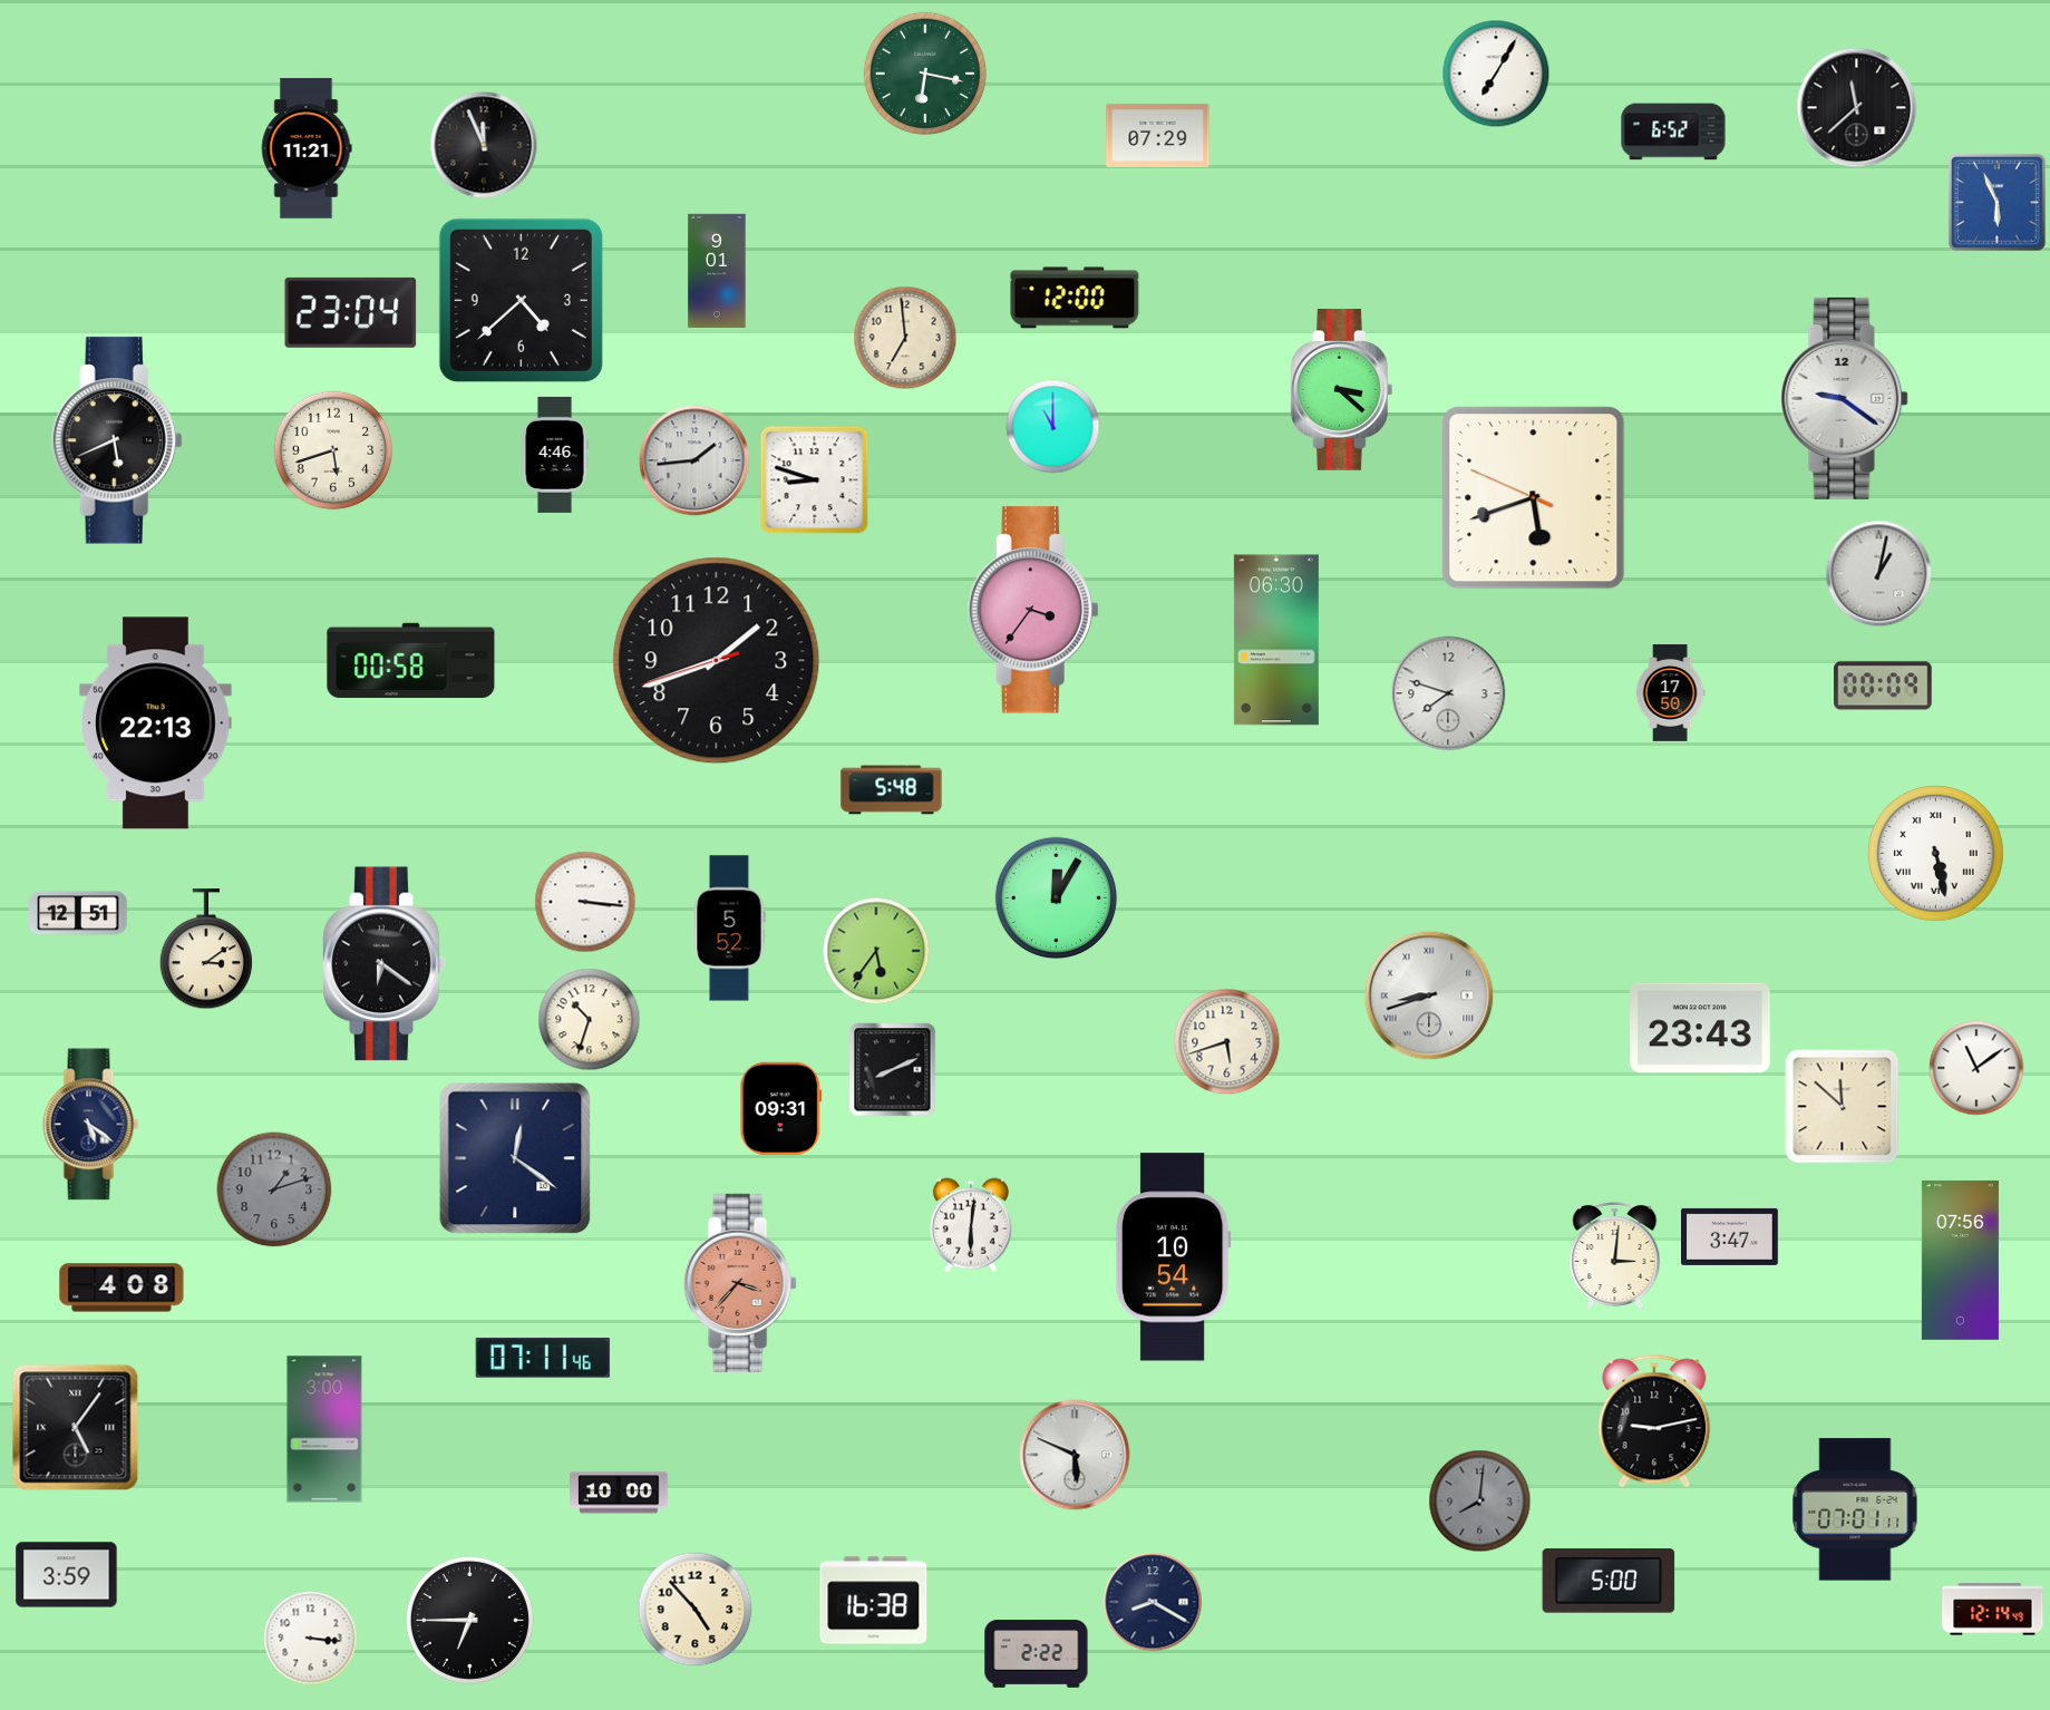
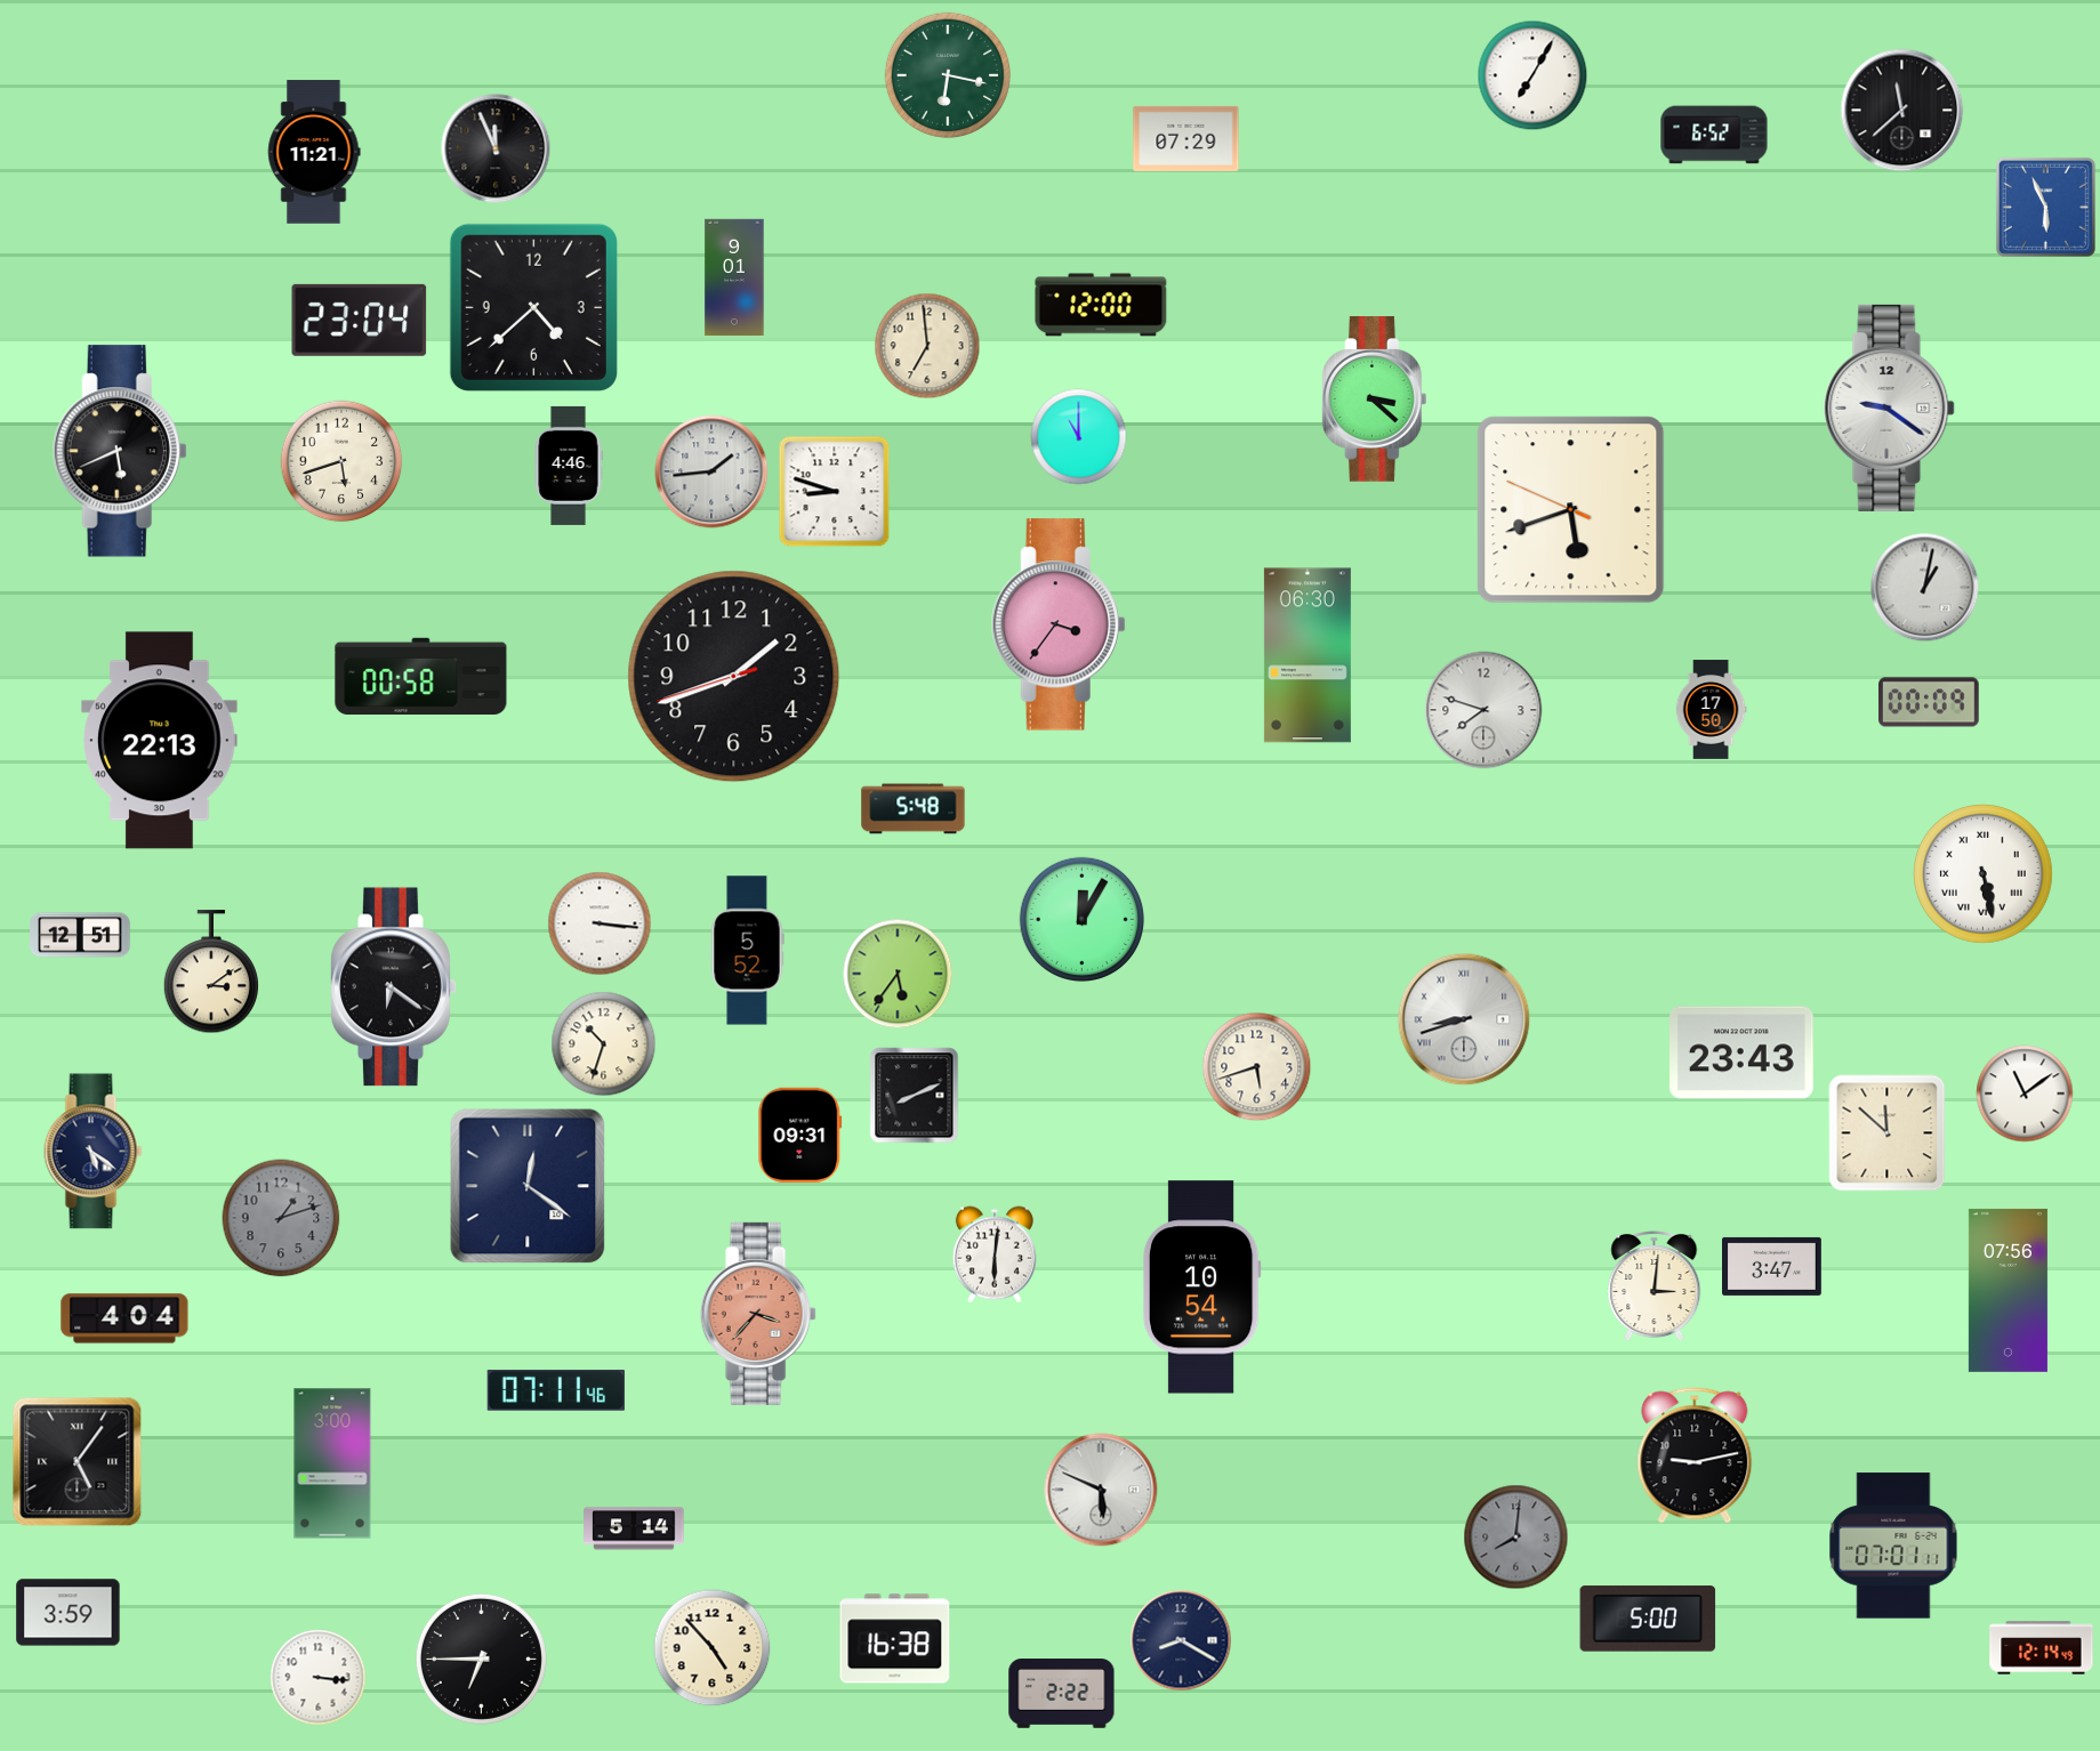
clock at (122, 1288): 4:08 -> 4:04
clock at (619, 1493): 10:00 -> 5:14
clock at (1855, 1509) position: (1855, 1509) -> (1893, 1546)
